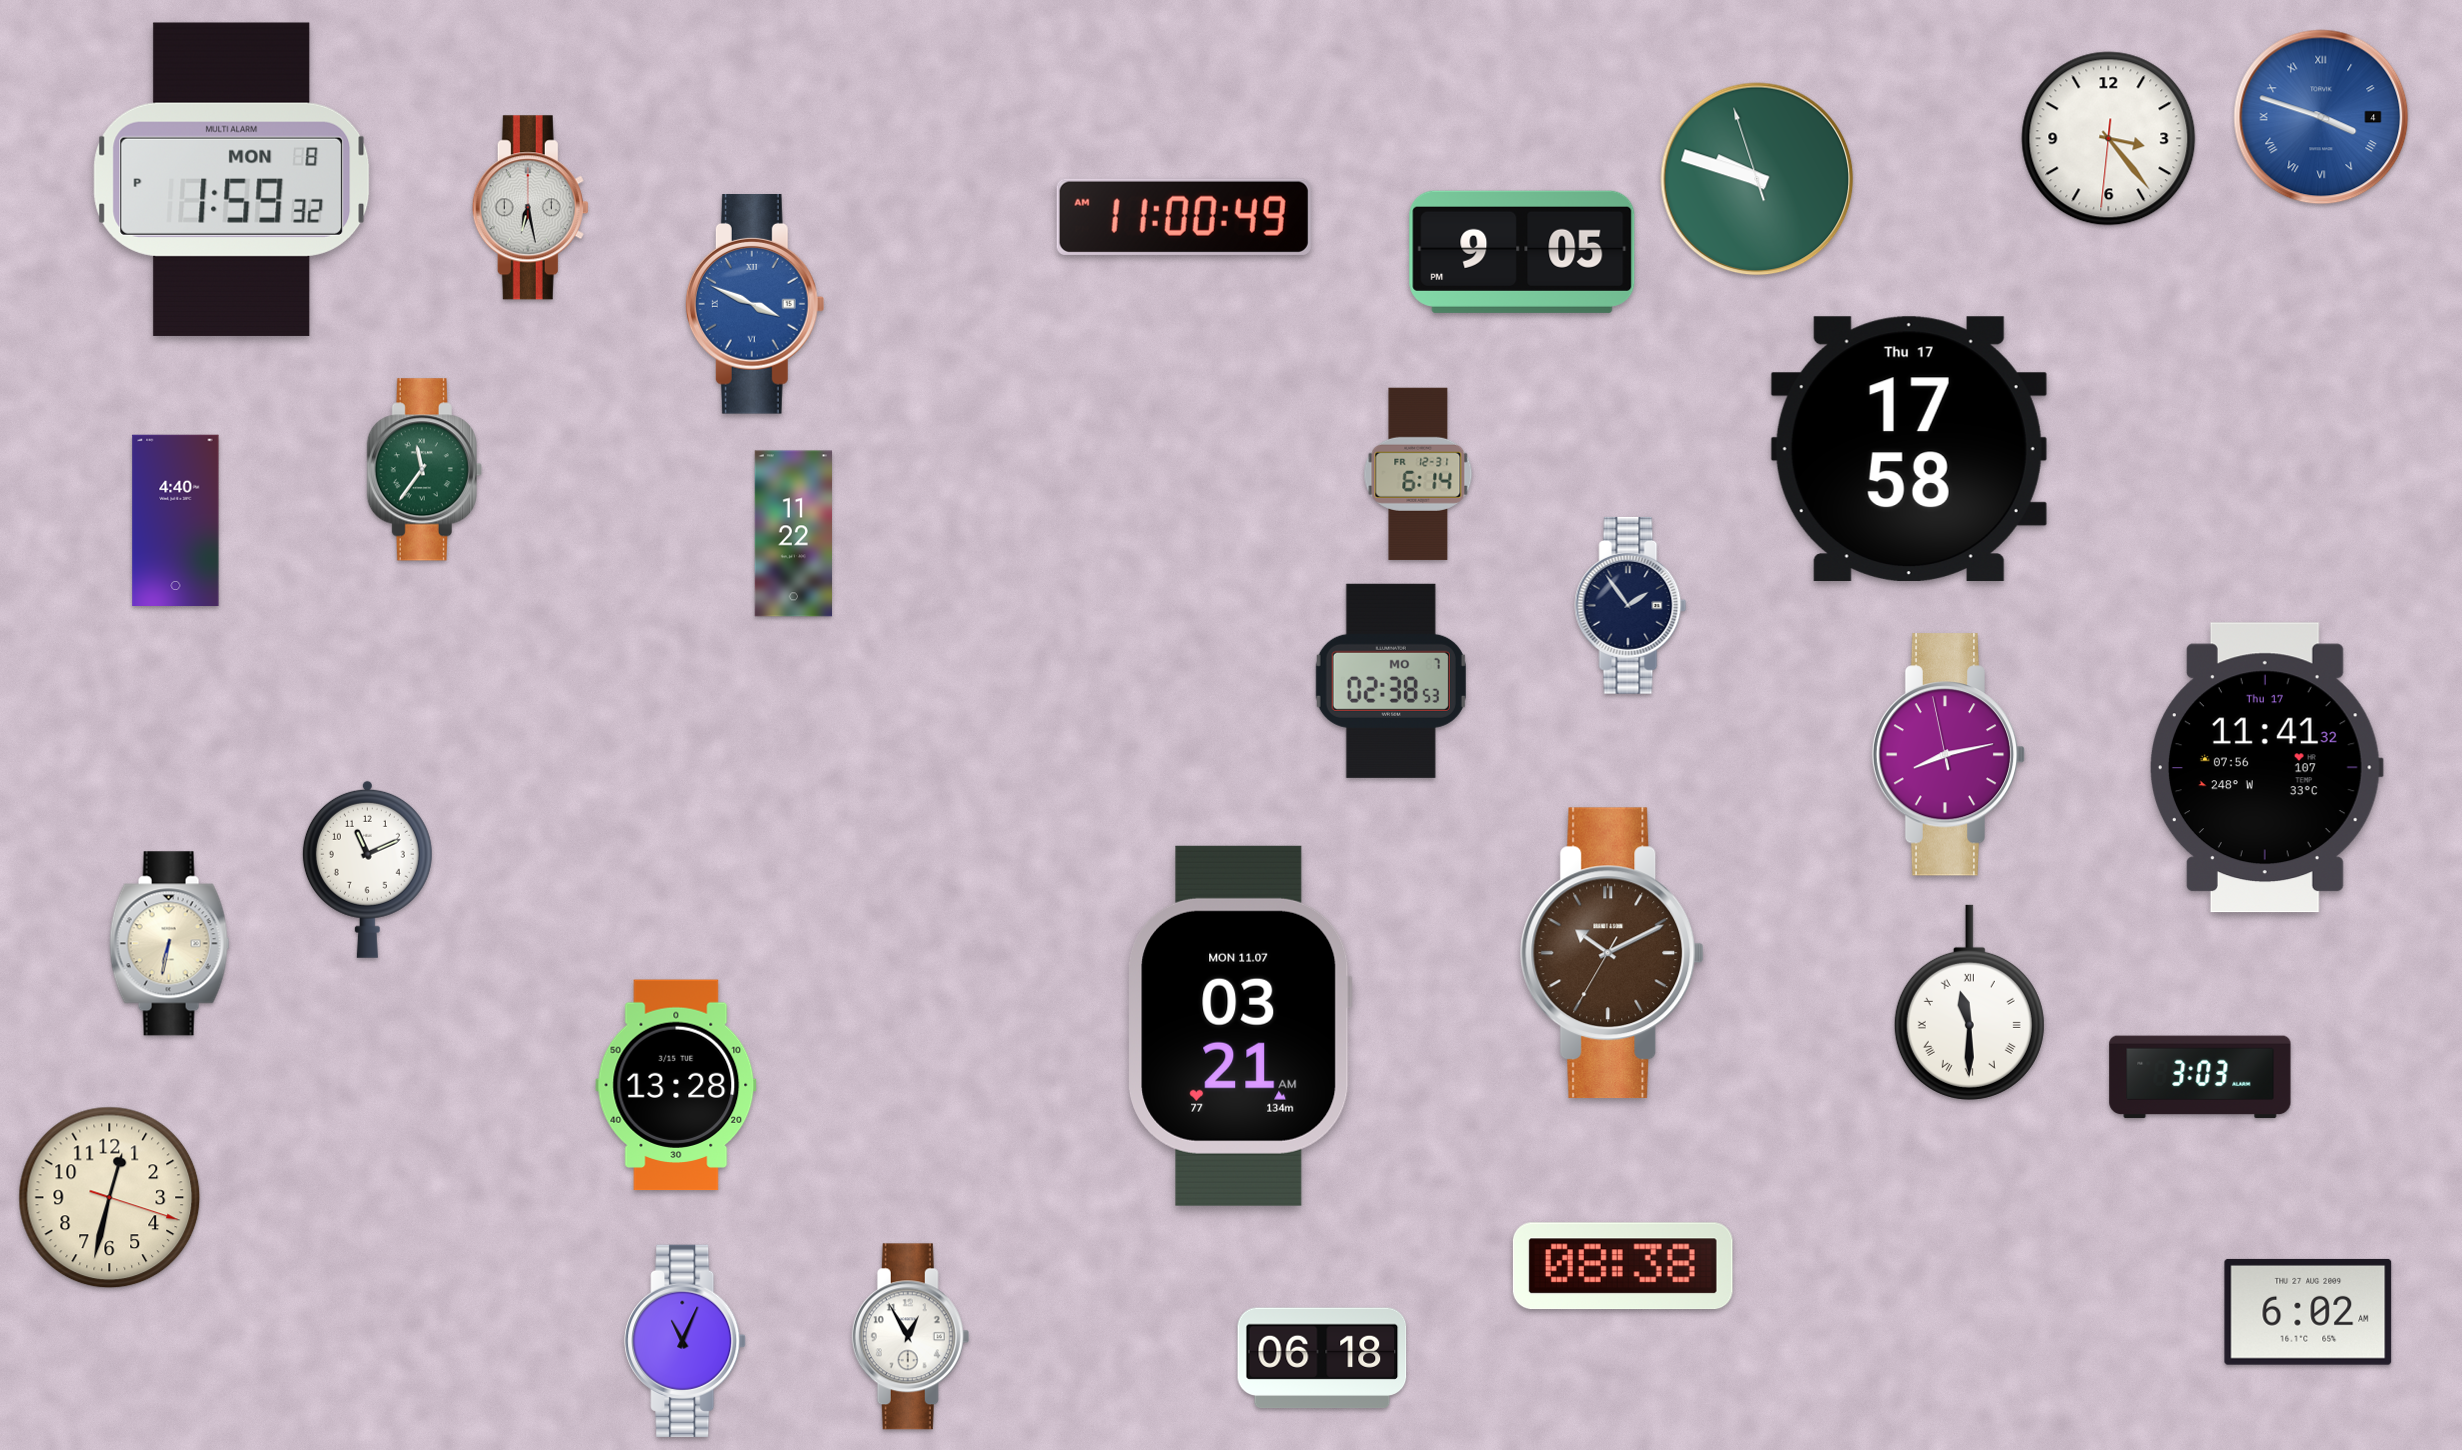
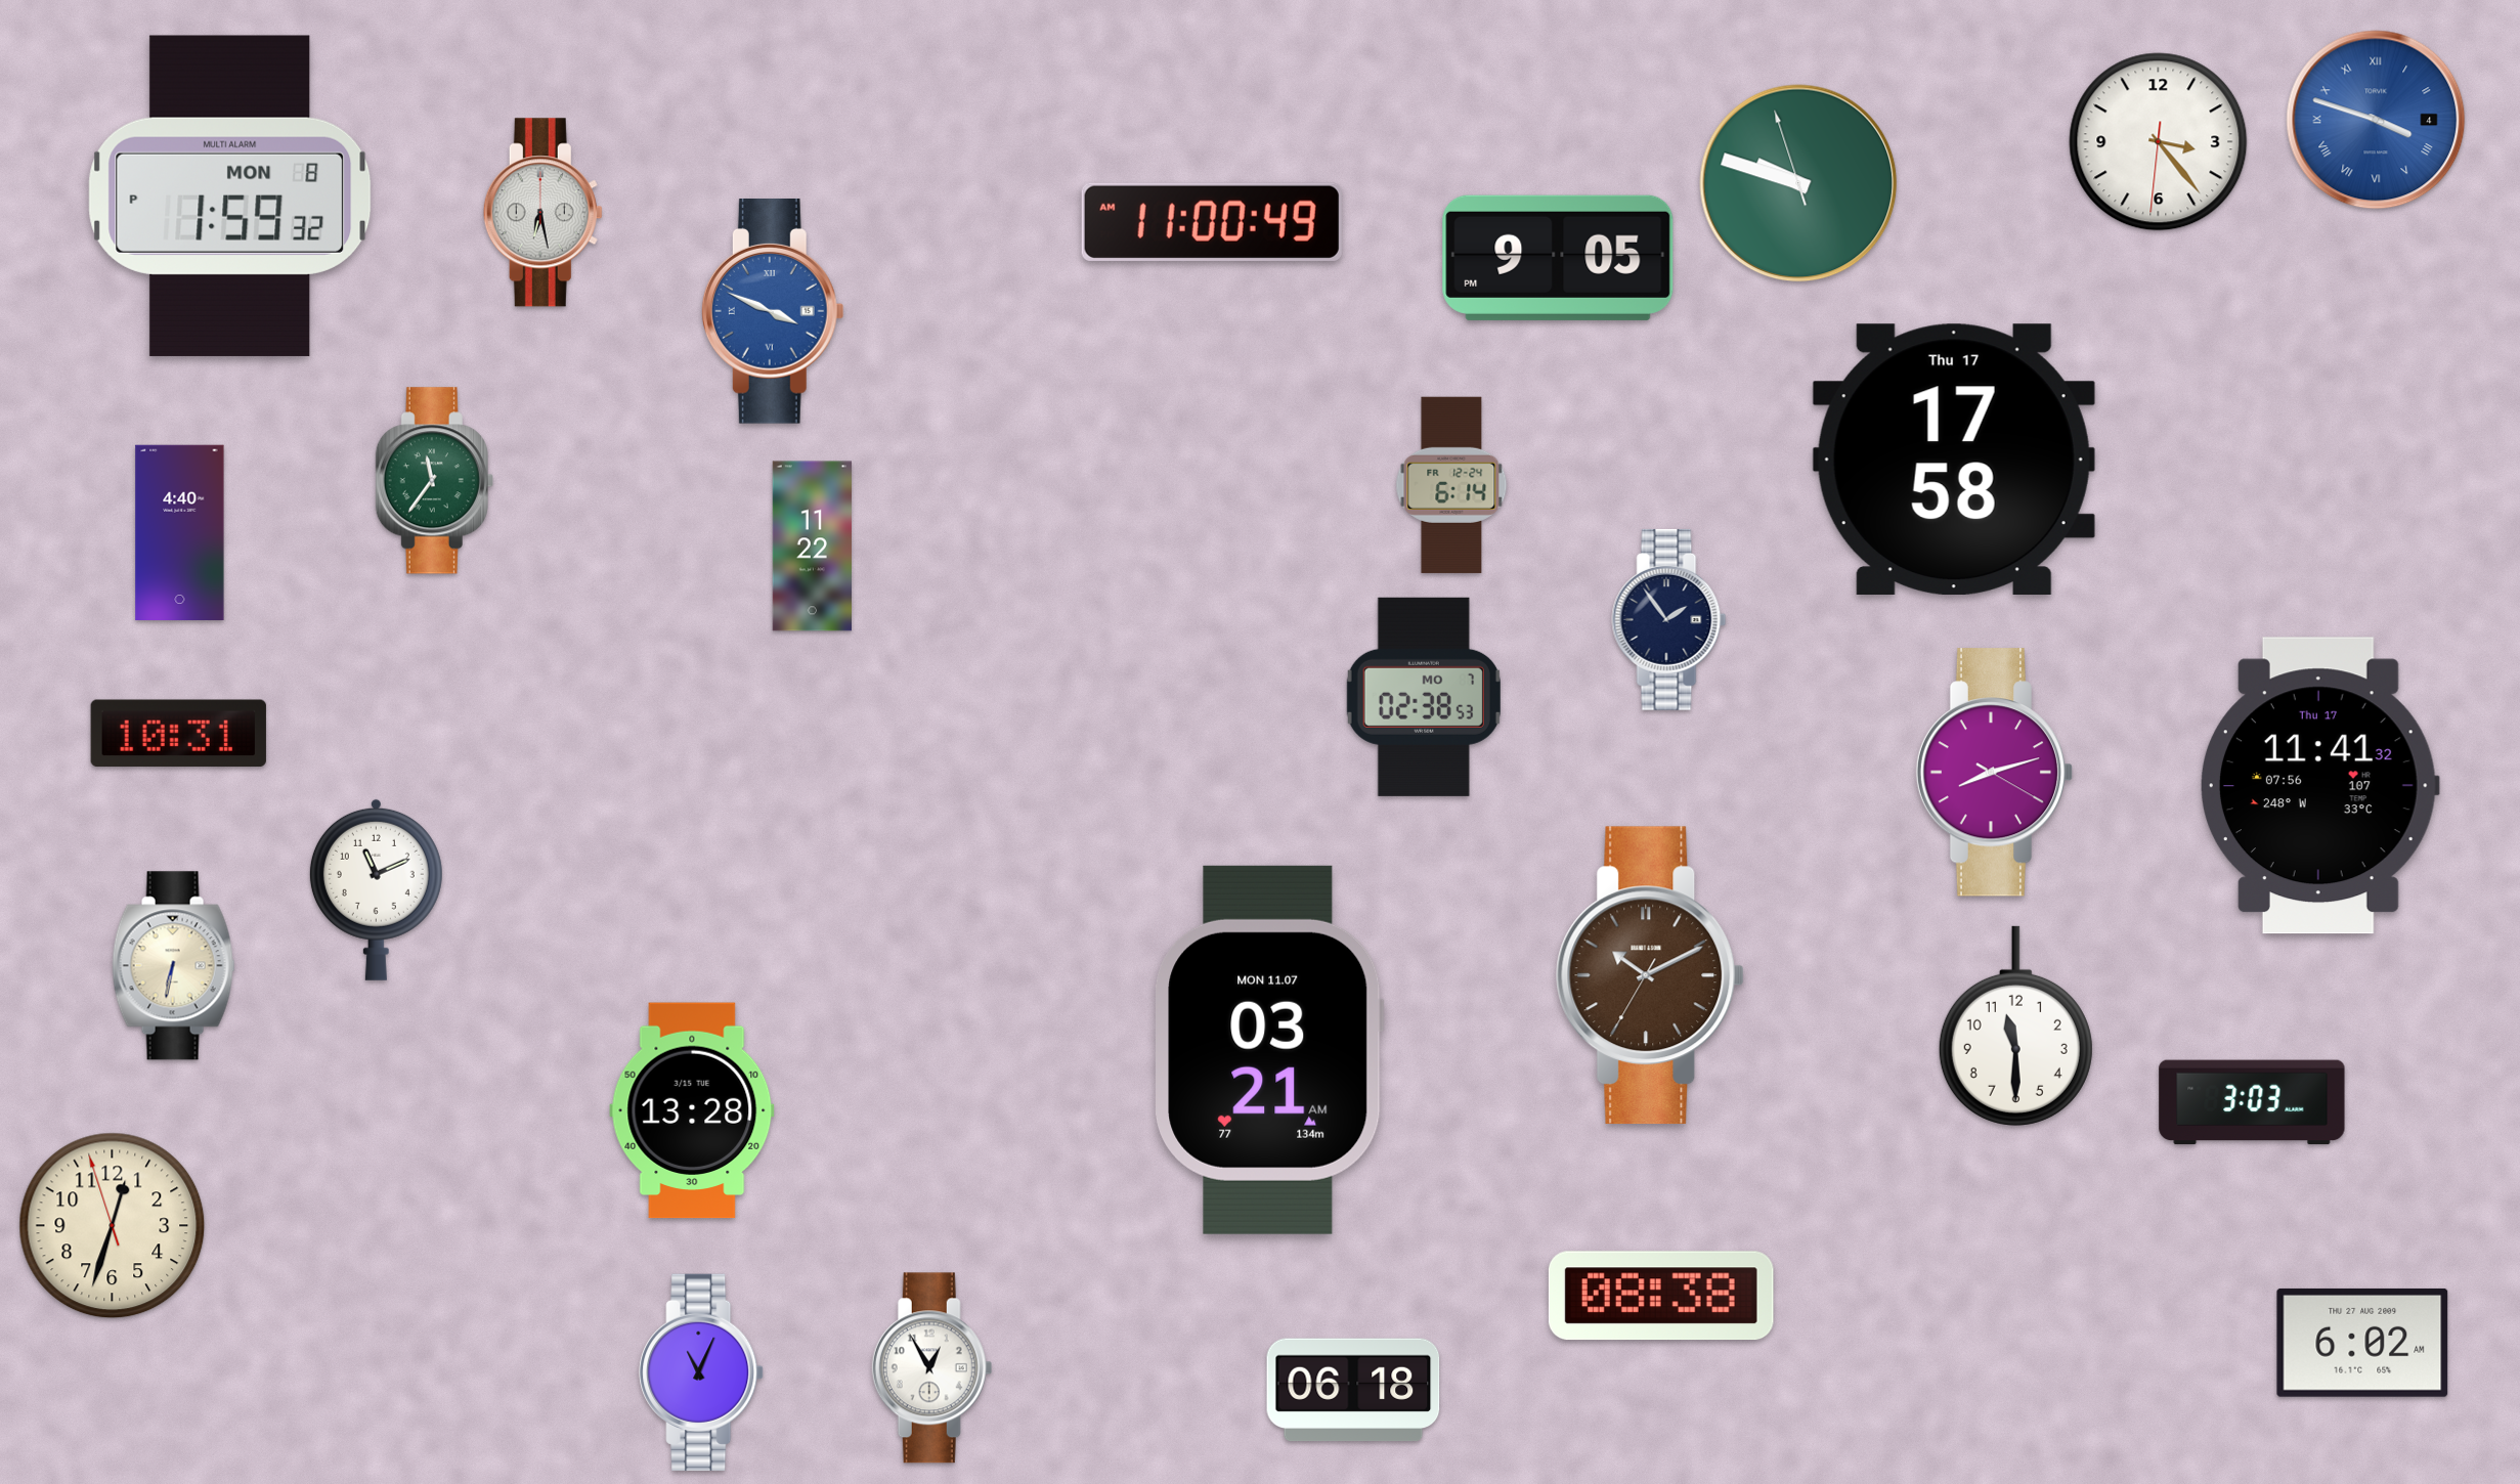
clock at (232, 179) position: (232, 179) -> (230, 195)
clock at (1418, 474) date: FR 12-31 -> FR 12-24
clock at (178, 734): none -> 10:31
clock at (1949, 755): 8:12:58 -> 8:12:20
clock at (1969, 1002) numerals: Roman -> Arabic
clock at (110, 1198): 12:32:18 -> 12:32:57
